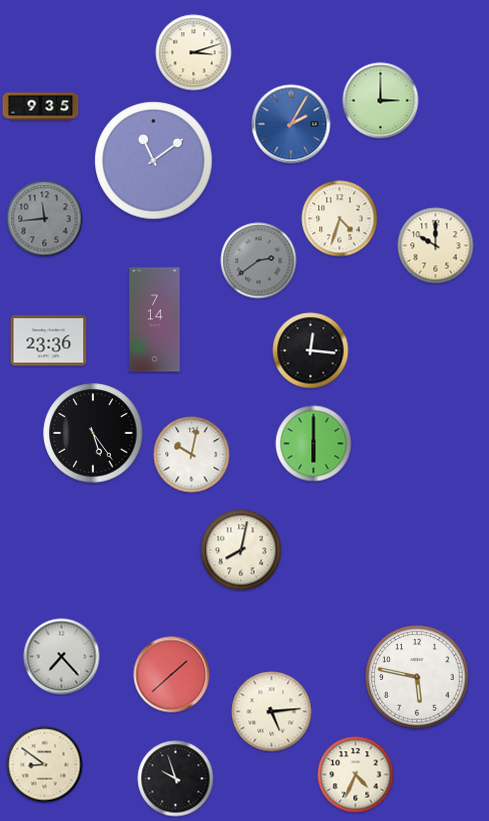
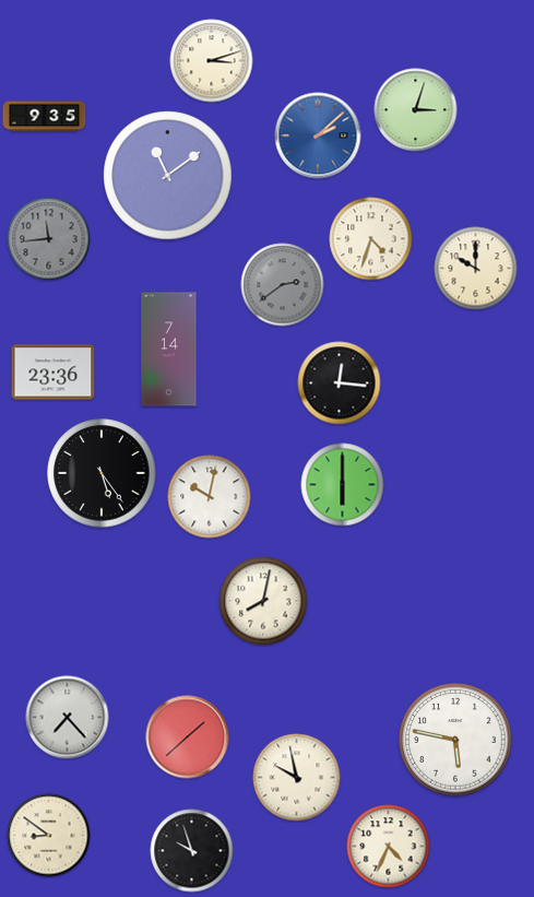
clock at (194, 53) position: (194, 53) -> (212, 61)
clock at (381, 101): 3:00 -> 3:03
clock at (291, 124): 2:05 -> 2:08
clock at (272, 712): 5:14 -> 9:58
